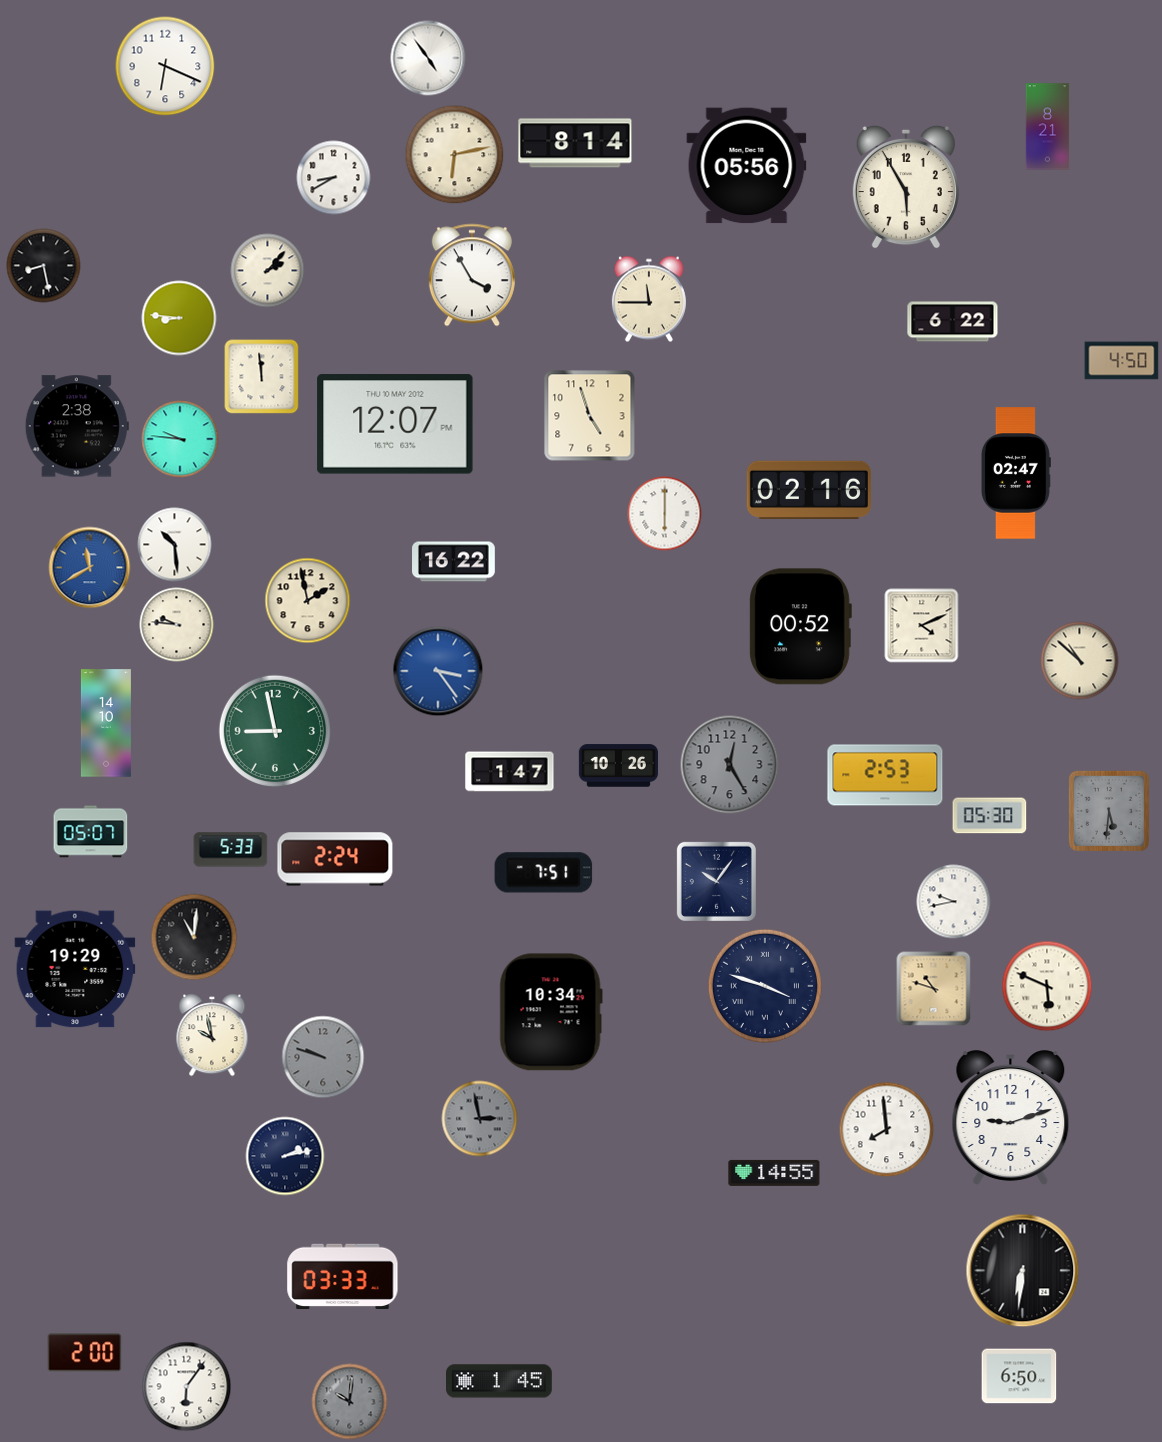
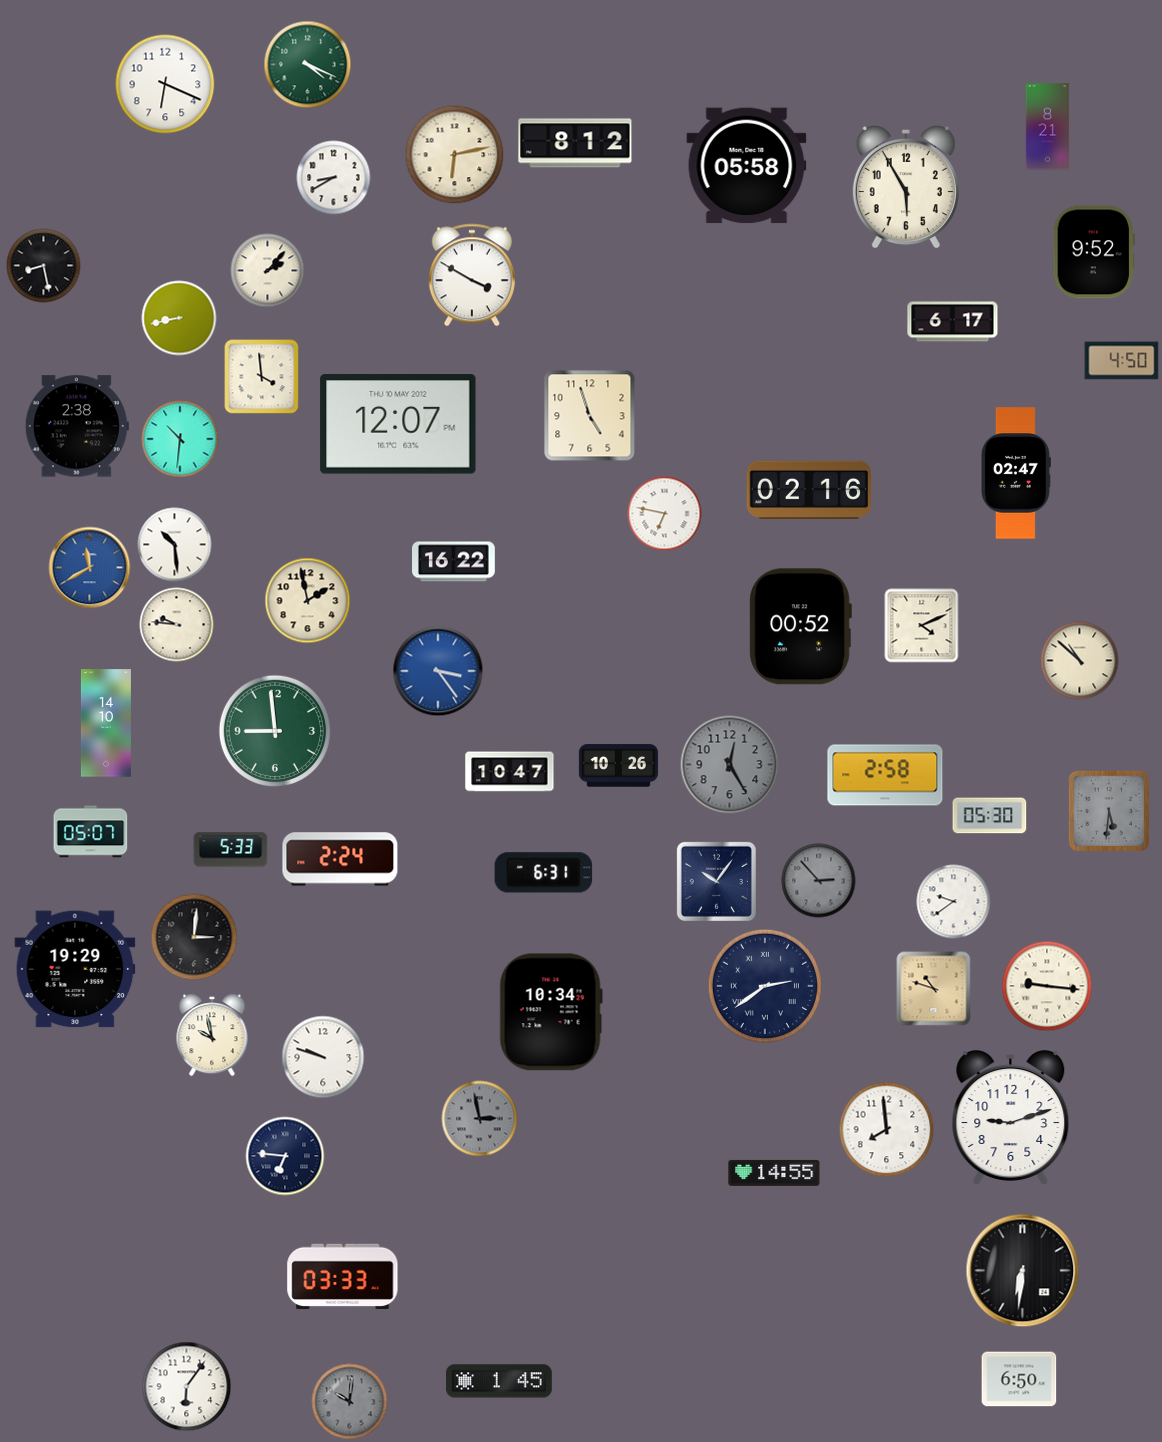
clock at (428, 58): 4:54 -> none
clock at (308, 65): none -> 4:19
clock at (165, 66) position: (165, 66) -> (165, 84)
clock at (575, 143): 8:14 -> 8:12
clock at (747, 166): 05:56 -> 05:58
clock at (1094, 252): none -> 9:52
clock at (472, 275): 3:55 -> 3:50
clock at (649, 299): 11:45 -> none
clock at (179, 318): 8:46 -> 8:43
clock at (953, 322): 6:22 -> 6:17
clock at (262, 377): 11:59 -> 3:59
clock at (395, 424) position: (395, 424) -> (398, 424)
clock at (180, 439): 9:46 -> 10:31
clock at (665, 514): 6:00 -> 6:47
clock at (274, 730): 8:58 -> 8:59
clock at (510, 772): 1:47 -> 10:47
clock at (885, 775): 2:53 -> 2:58
clock at (335, 859) position: (335, 859) -> (340, 859)
clock at (544, 873): 7:51 -> 6:31
clock at (819, 881): none -> 2:53
clock at (954, 902): 9:43 -> 9:39
clock at (194, 937): 11:01 -> 3:01
clock at (765, 986): 3:48 -> 2:39
clock at (1047, 986): 5:49 -> 9:16
clock at (323, 1057) dial: grey -> white
clock at (285, 1156): 2:13 -> 6:46
clock at (85, 1353): 2:00 -> none
clock at (1019, 1376) position: (1019, 1376) -> (1019, 1379)
